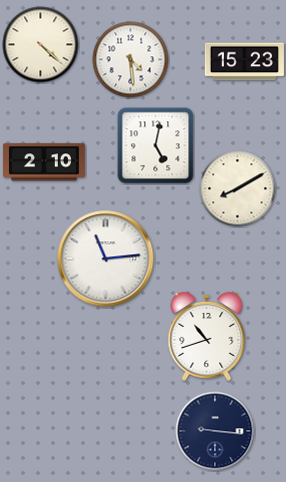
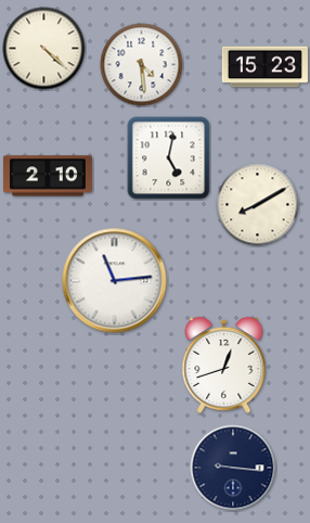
clock at (207, 336): 10:42 -> 12:42
